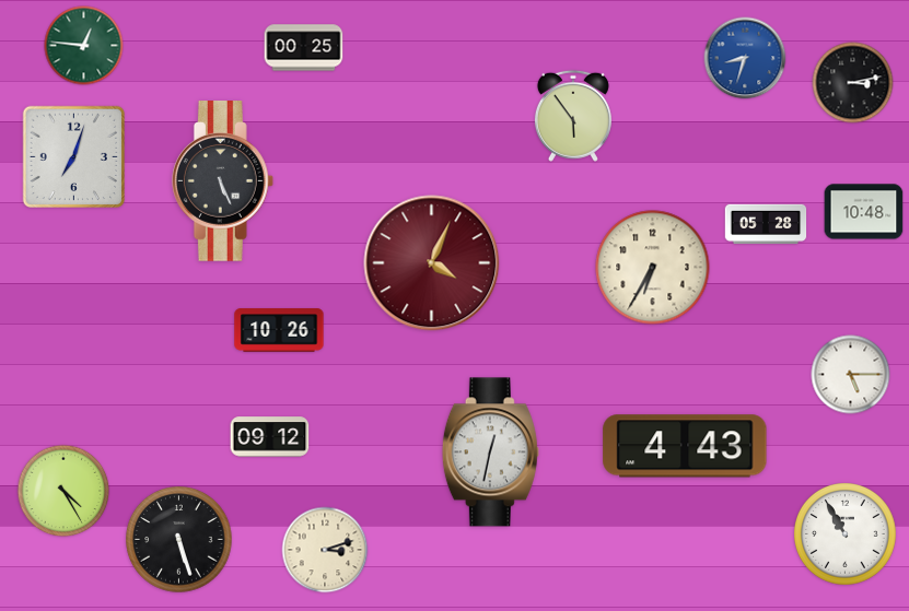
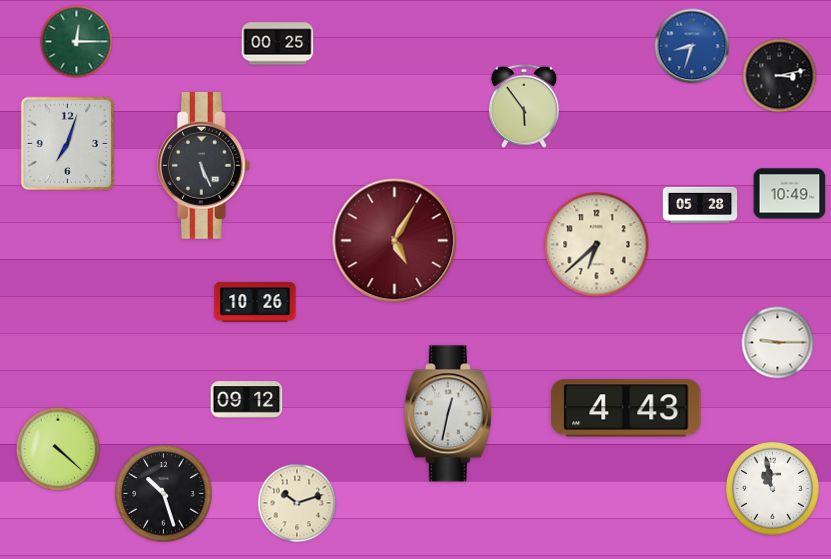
clock at (84, 46): 12:46 -> 12:15
clock at (745, 58) position: (745, 58) -> (692, 46)
clock at (864, 212): 10:48 -> 10:49
clock at (432, 263): 4:04 -> 5:05
clock at (653, 268): 6:35 -> 6:38
clock at (851, 375): 5:15 -> 9:15
clock at (63, 491): 4:25 -> 4:22
clock at (846, 534): 10:55 -> 10:58
clock at (179, 540): 5:27 -> 10:27
clock at (325, 550): 3:12 -> 10:12
